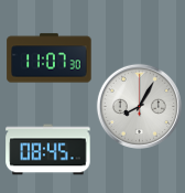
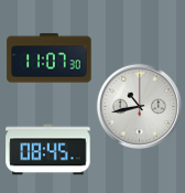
clock at (139, 106): 8:05 -> 10:43
